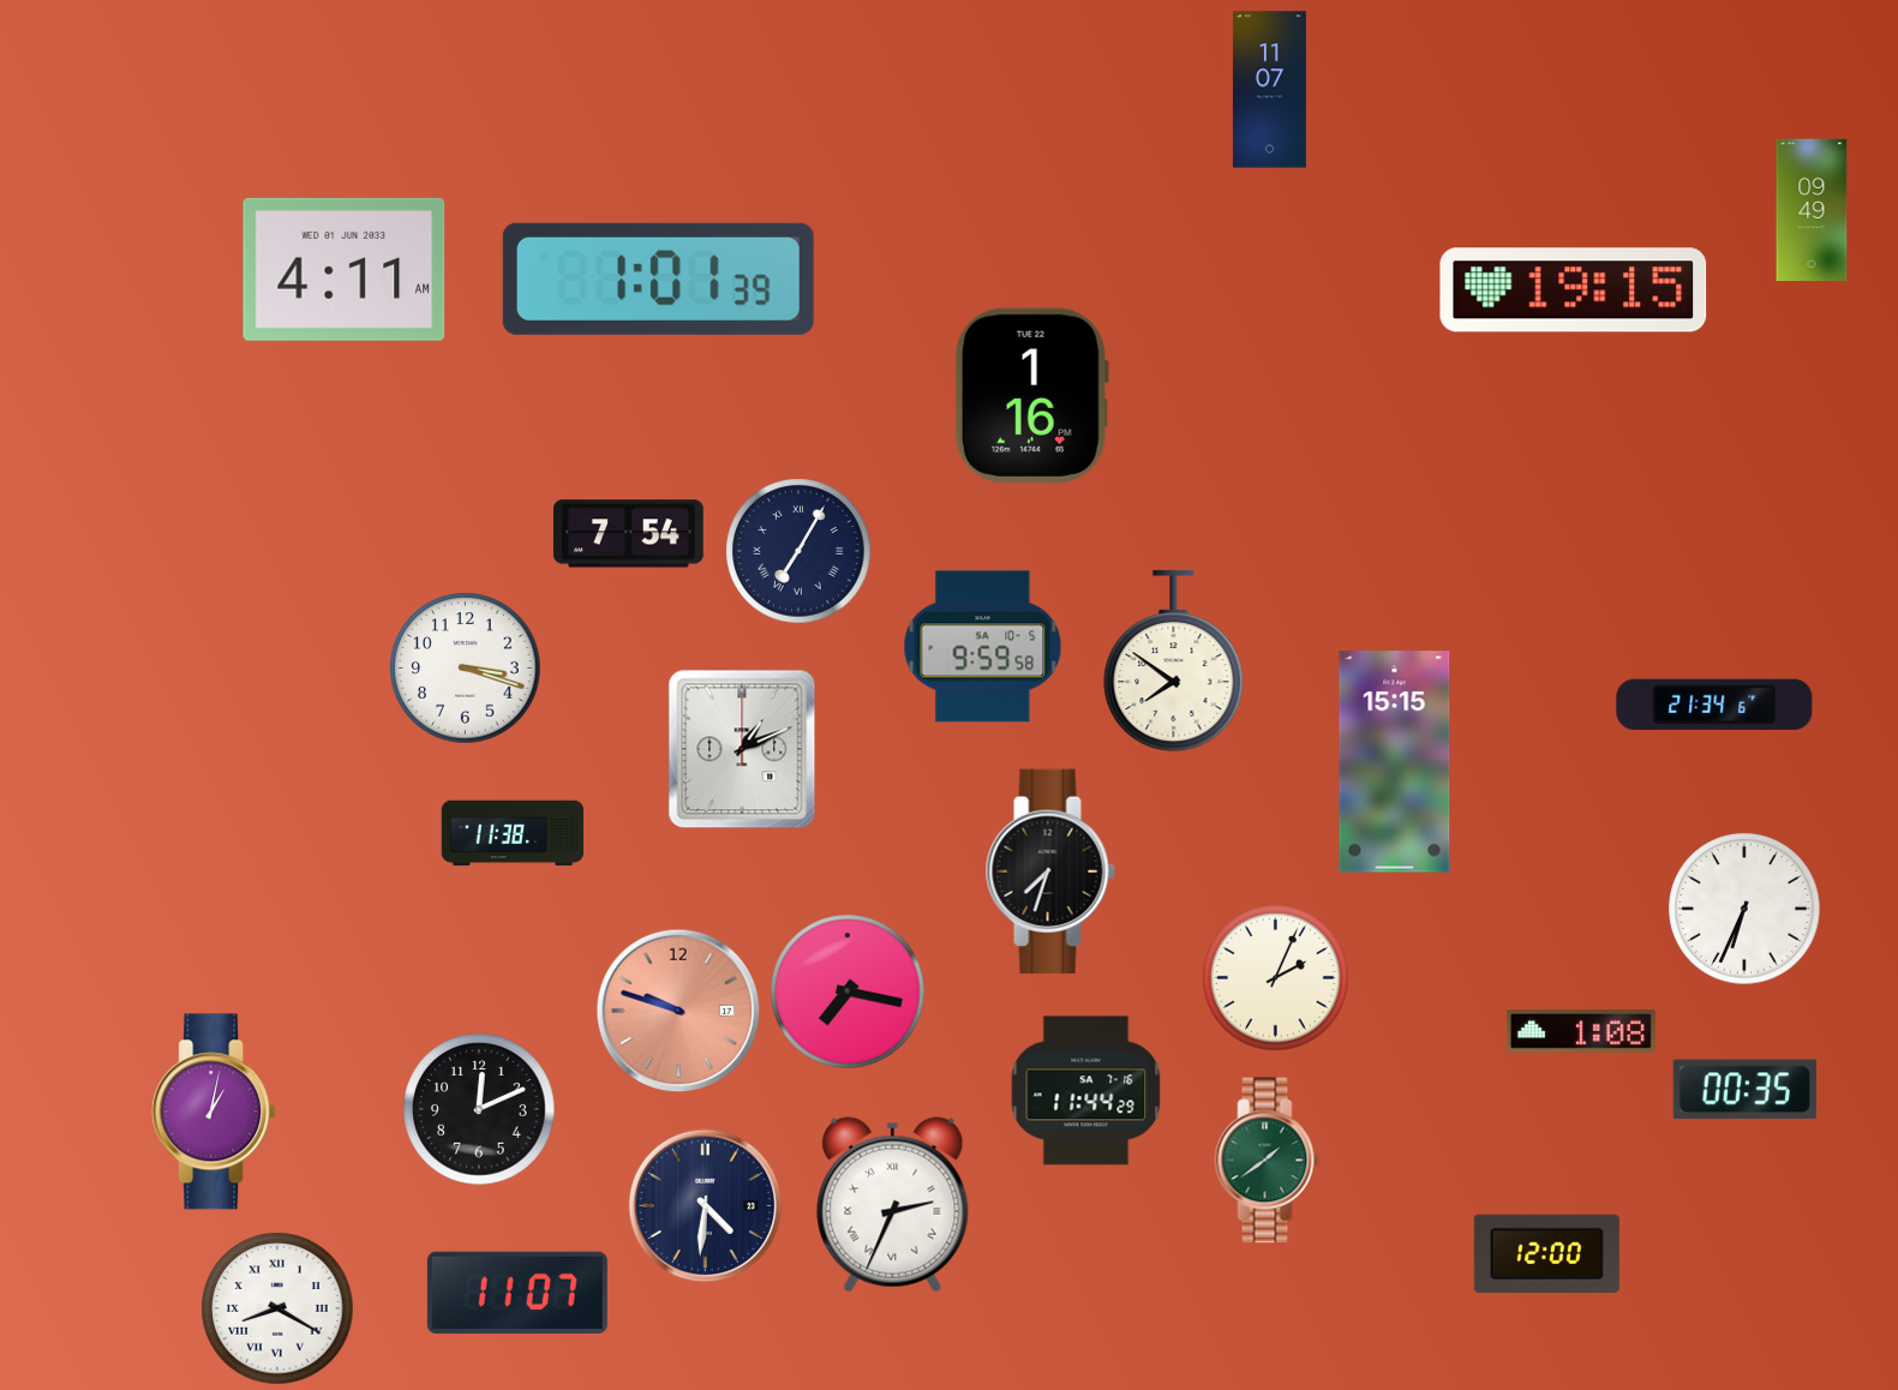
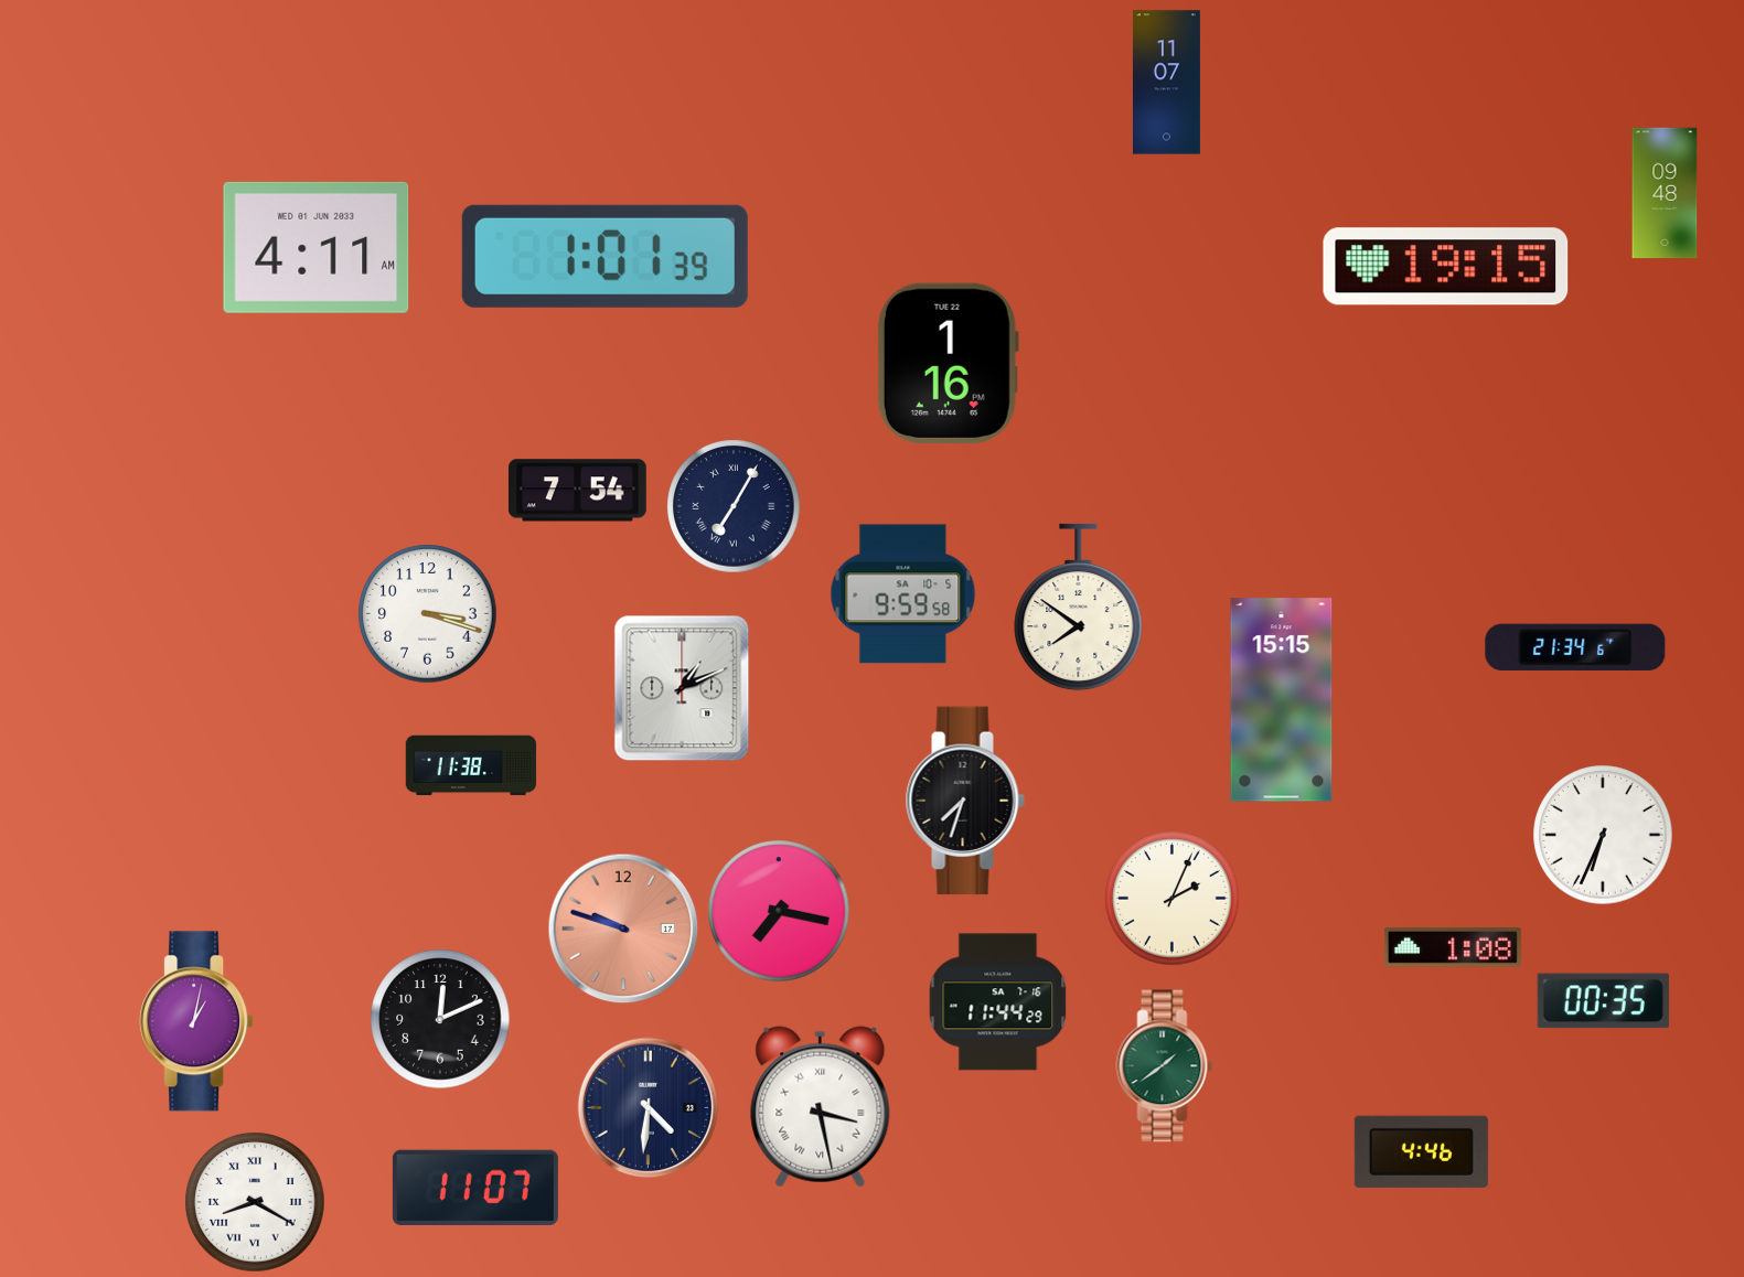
clock at (1812, 210): 09:49 -> 09:48
clock at (893, 1205): 2:34 -> 3:28
clock at (1546, 1253): 12:00 -> 4:46
